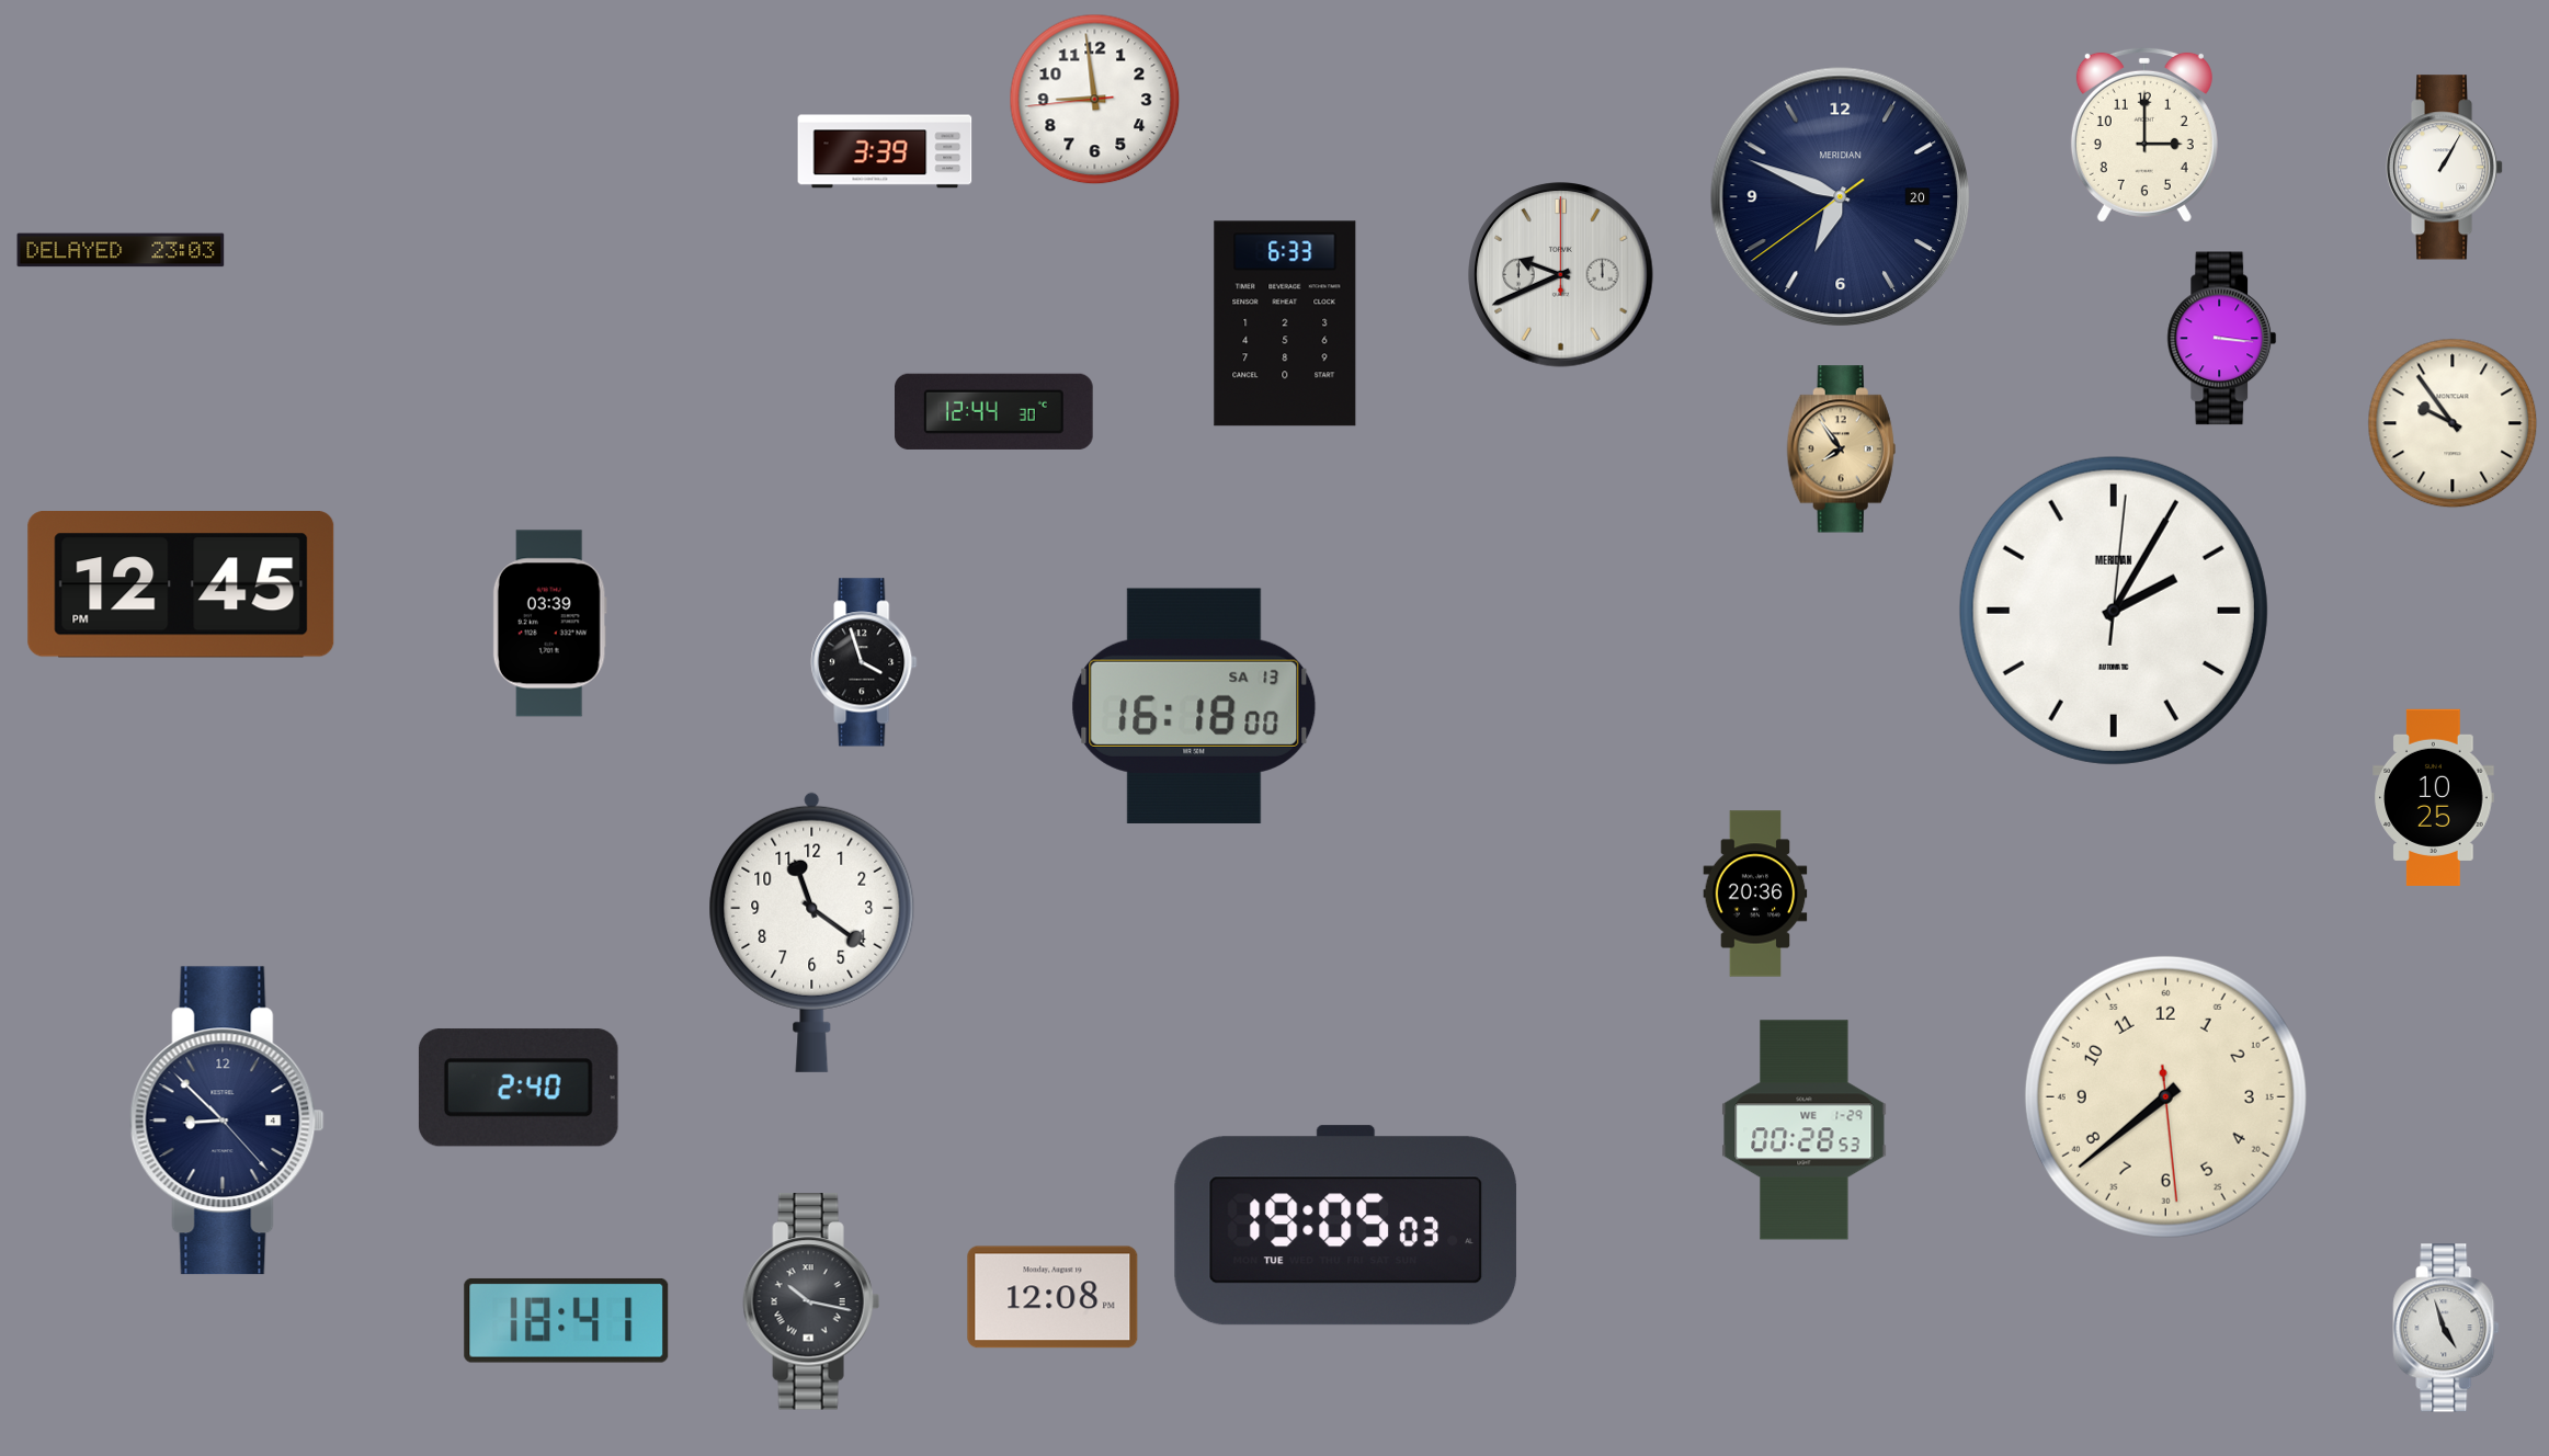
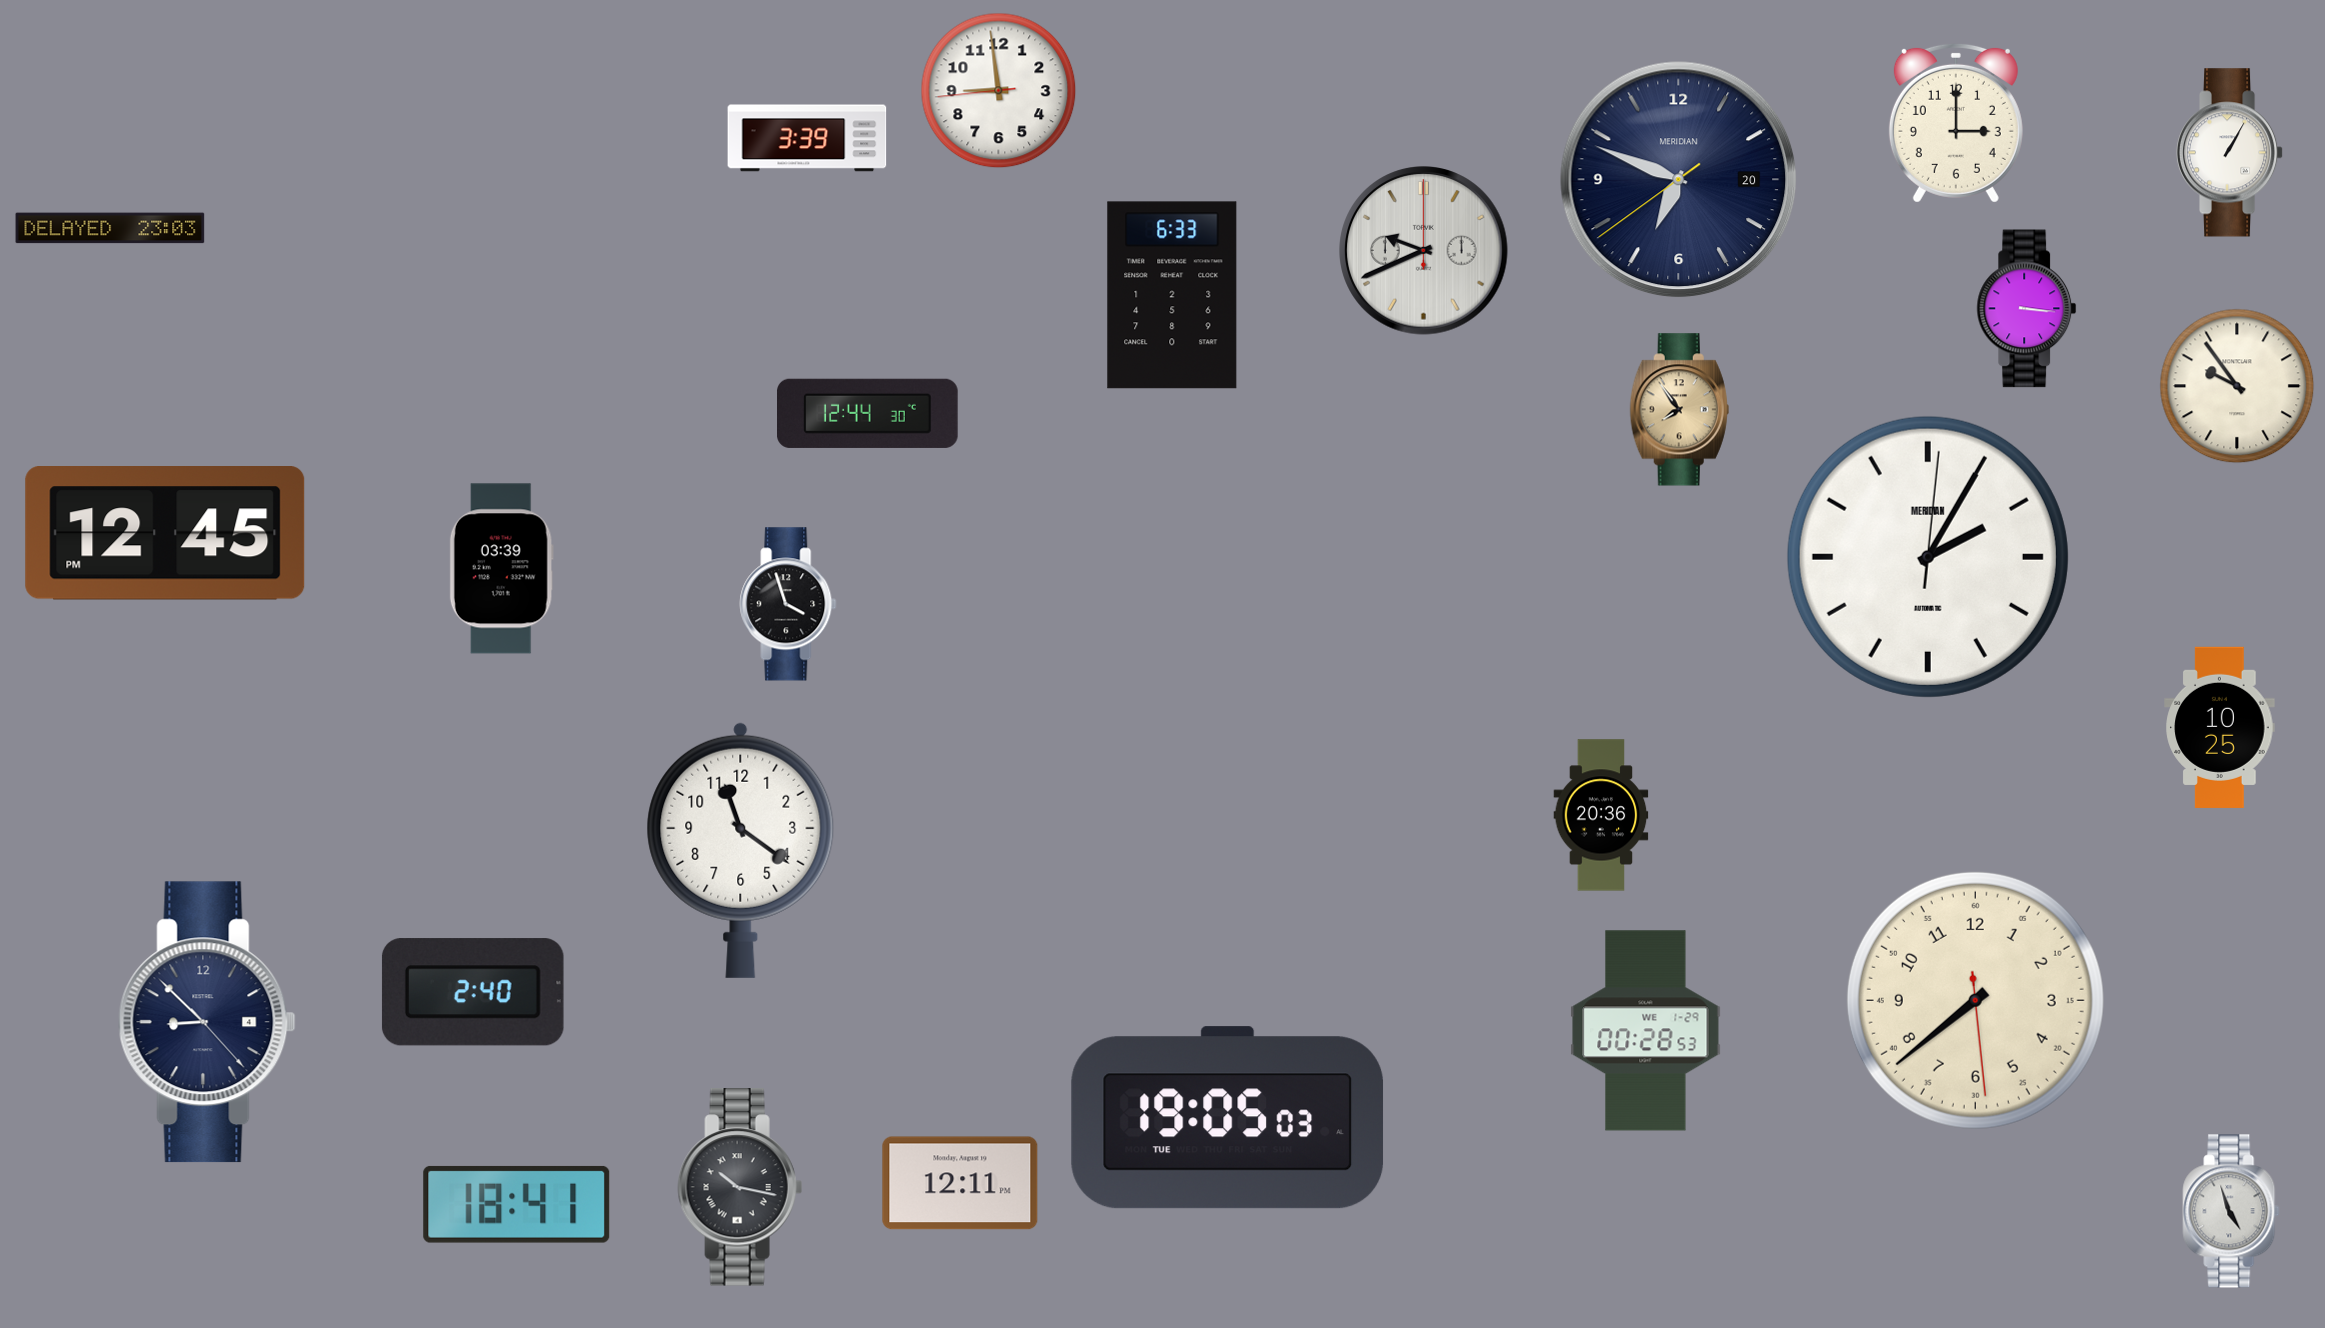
clock at (994, 411) position: (994, 411) -> (868, 413)
clock at (1194, 706): 16:18 -> none
clock at (1052, 1297): 12:08 -> 12:11
